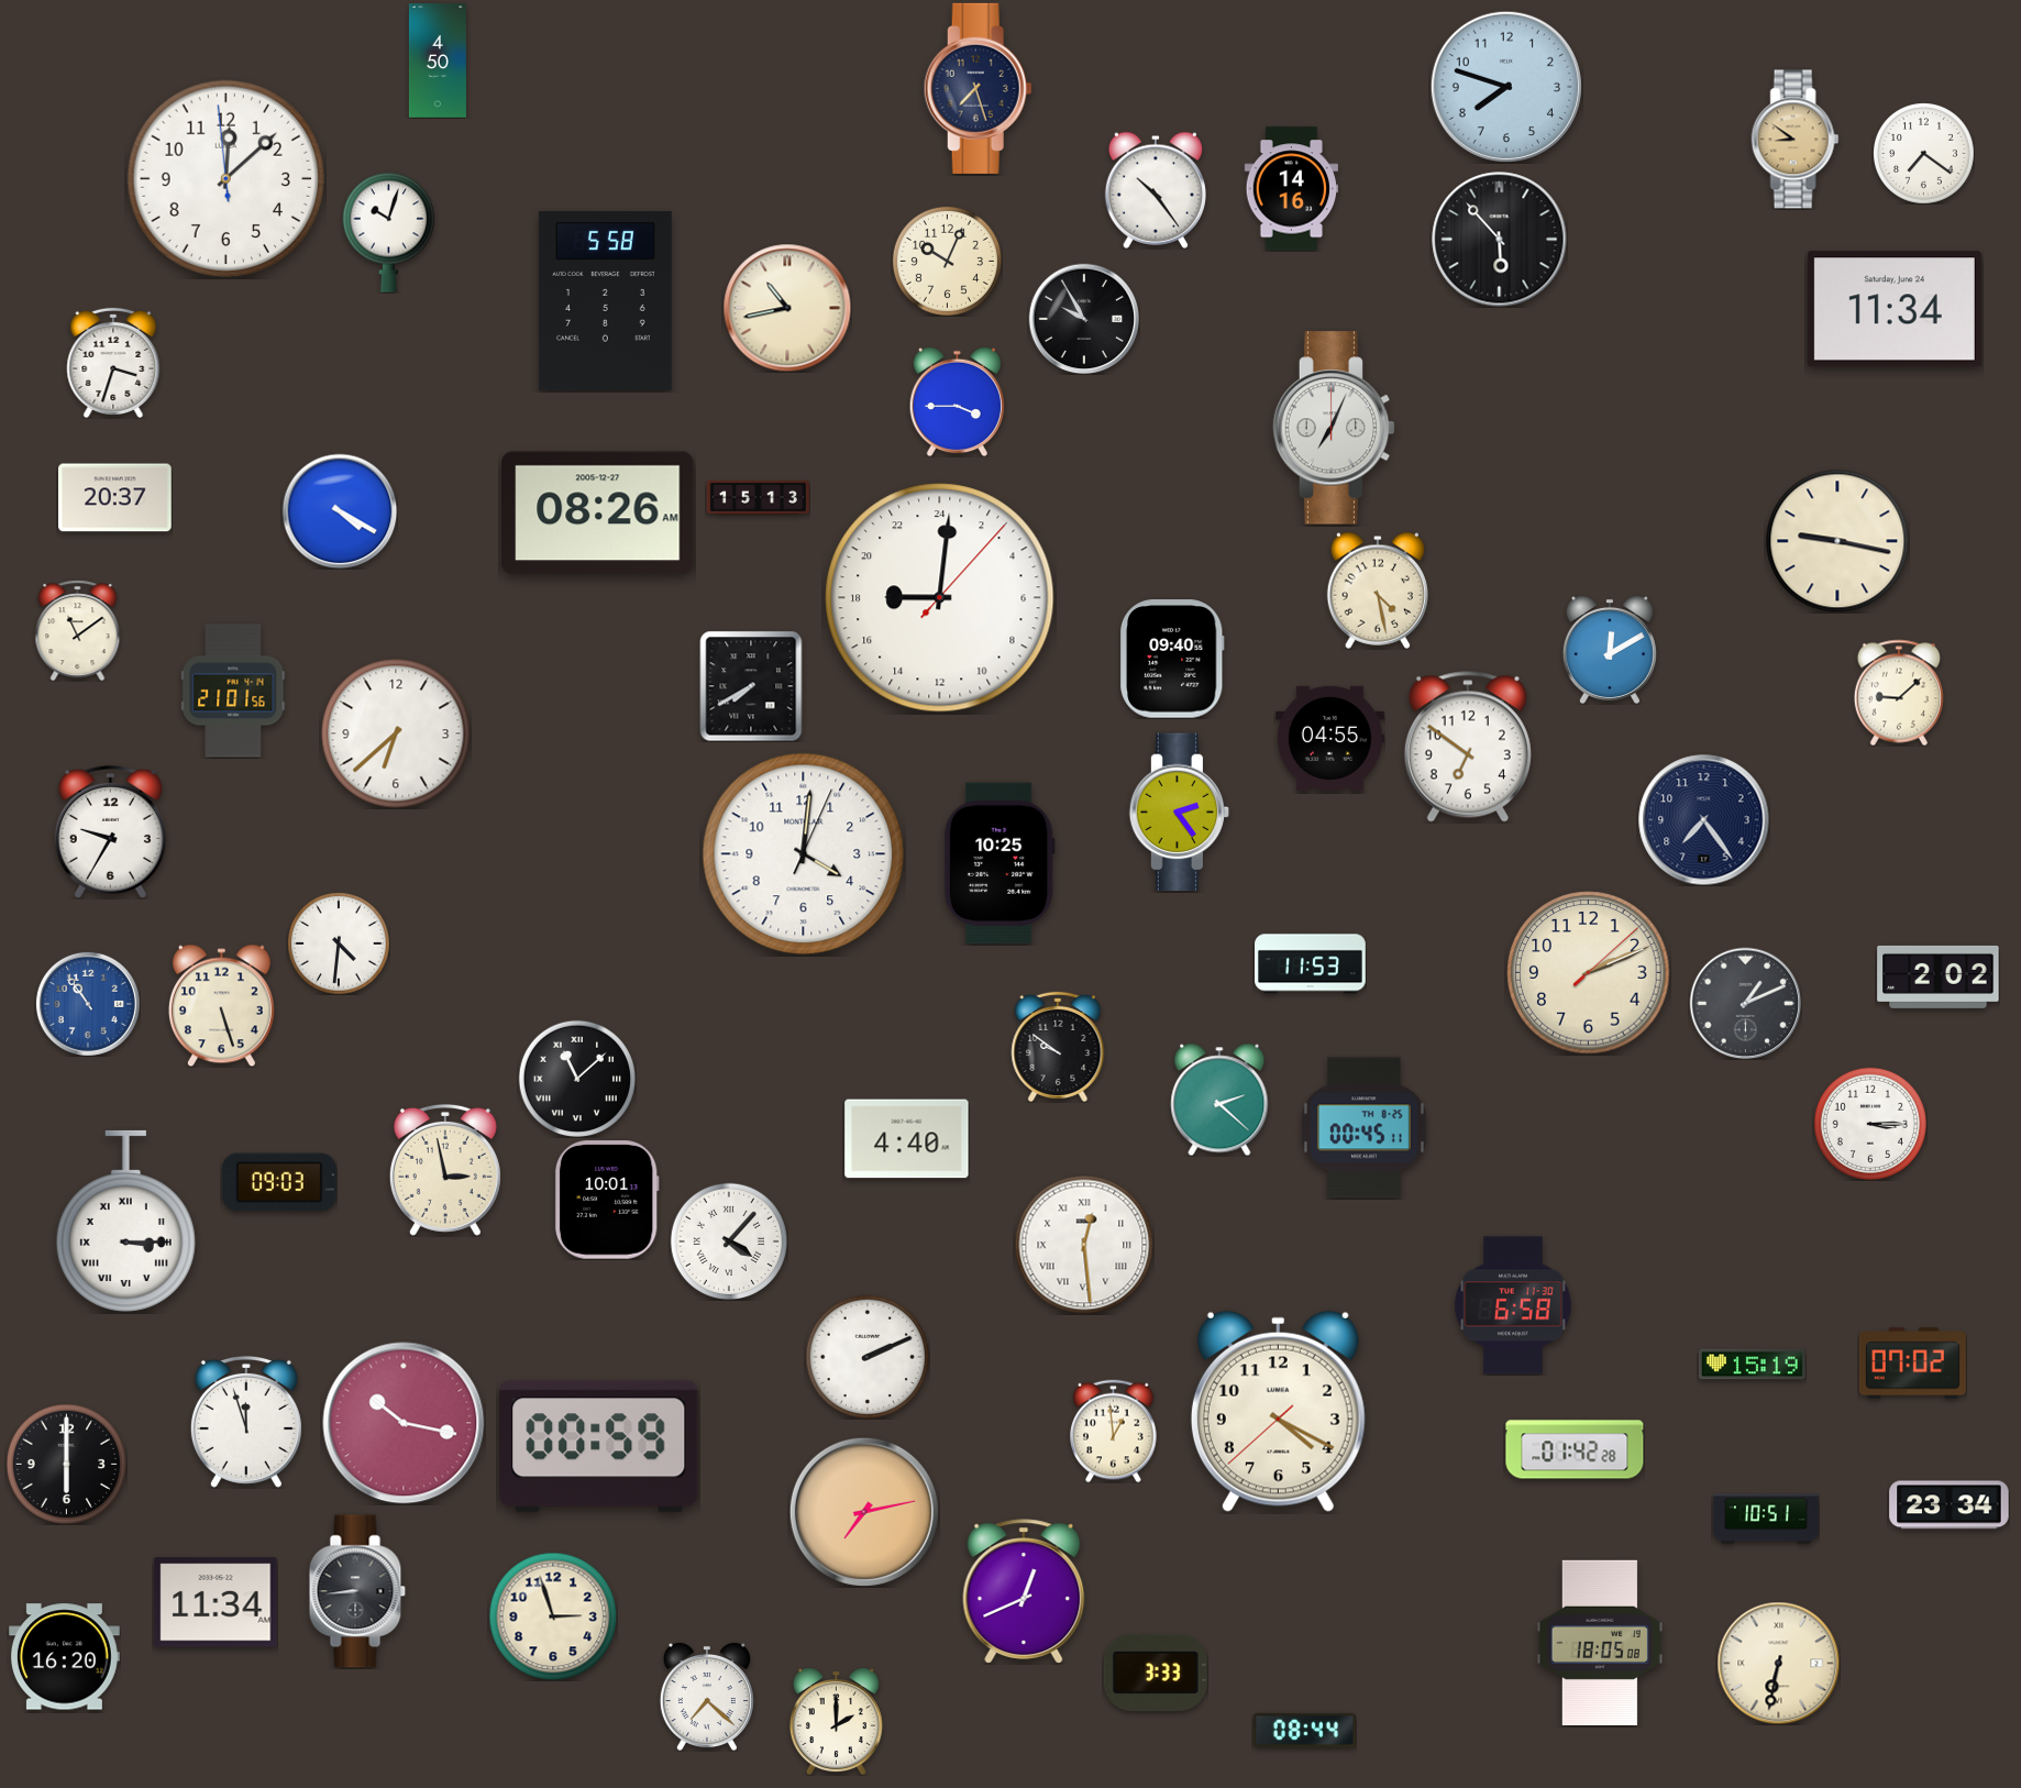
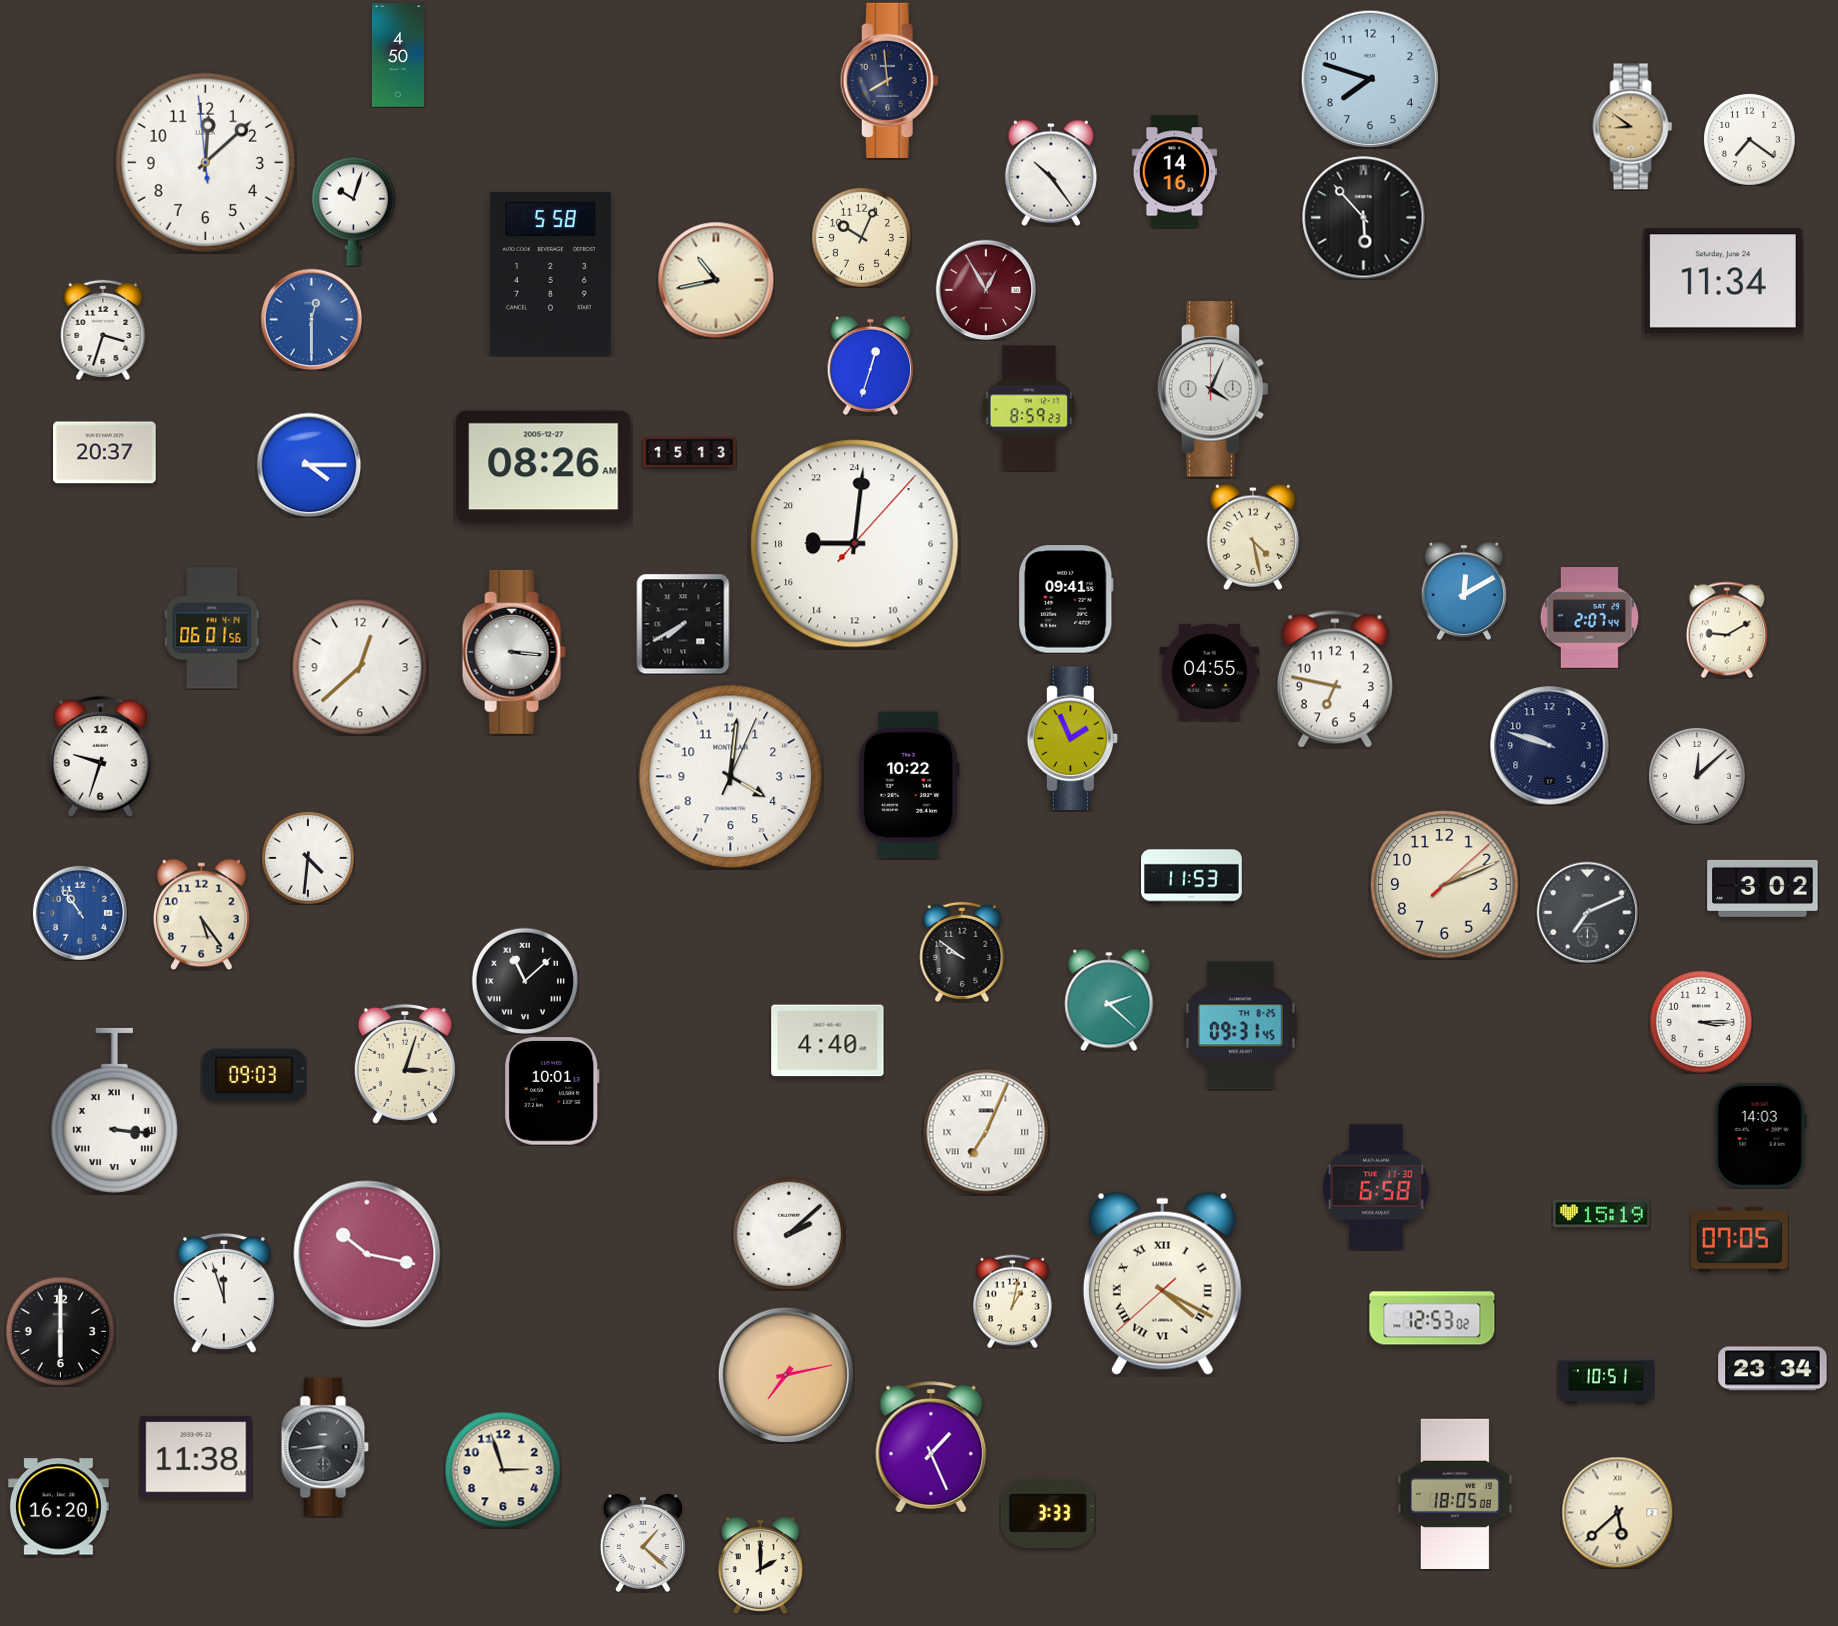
clock at (978, 88): 7:27 -> 7:59
clock at (1084, 319): 9:55 -> 12:55
clock at (1084, 319) dial: black -> burgundy
clock at (311, 319): none -> 12:30
clock at (958, 401): 3:45 -> 12:33
clock at (1334, 428): 7:04 -> 4:04
clock at (1029, 408): none -> 8:59
clock at (340, 511): 4:20 -> 4:15
clock at (1837, 541): 9:17 -> none
clock at (78, 630): 11:09 -> none
clock at (1173, 659): 09:40 -> 09:41
clock at (1589, 618): none -> 2:07
clock at (233, 691): 21:01 -> 06:01
clock at (1899, 693): 9:08 -> 9:10
clock at (514, 652): none -> 3:16
clock at (396, 733): 6:38 -> 12:38
clock at (1468, 747): 6:51 -> 6:47
clock at (1180, 813): 2:24 -> 1:56
clock at (1704, 820): 7:24 -> 9:48
clock at (110, 831): 9:35 -> 9:33
clock at (1697, 776): none -> 12:08
clock at (1000, 863): 10:25 -> 10:22
clock at (1939, 976): 2:02 -> 3:02
clock at (1745, 1003): 1:11 -> 7:11
clock at (221, 1005): 5:27 -> 5:24
clock at (1365, 1128): 00:45 -> 09:31
clock at (907, 1139) position: (907, 1139) -> (828, 1041)
clock at (445, 1170): 2:58 -> 3:03
clock at (125, 1221): 3:15 -> 3:16
clock at (728, 1240): 4:07 -> none
clock at (1084, 1245): 12:29 -> 7:04
clock at (1760, 1136): none -> 14:03
clock at (868, 1357): 2:11 -> 2:08
clock at (1912, 1364): 07:02 -> 07:05
clock at (1752, 1365) position: (1752, 1365) -> (1601, 1214)
clock at (1278, 1411) numerals: Arabic -> Roman
clock at (404, 1423) position: (404, 1423) -> (367, 1254)
clock at (1114, 1431): 12:59 -> 1:02
clock at (599, 1447): 00:59 -> none
clock at (1575, 1449): 01:42 -> 12:53
clock at (1024, 1591): 12:41 -> 1:26
clock at (216, 1602): 11:34 -> 11:38
clock at (1778, 1663): 6:32 -> 5:38
clock at (1156, 1673) position: (1156, 1673) -> (1048, 1513)
clock at (707, 1697): 7:22 -> 1:22
clock at (1304, 1730): 08:44 -> none
